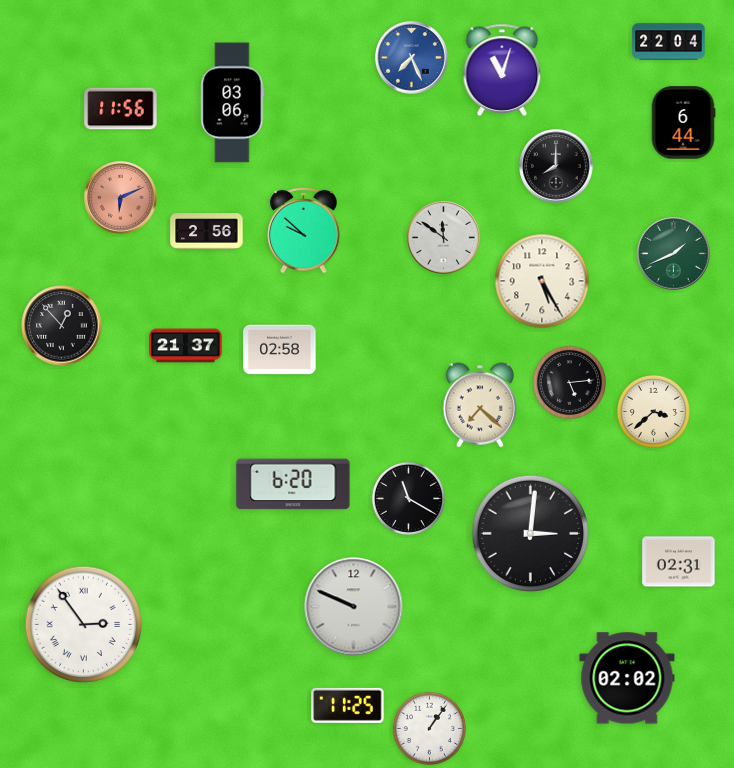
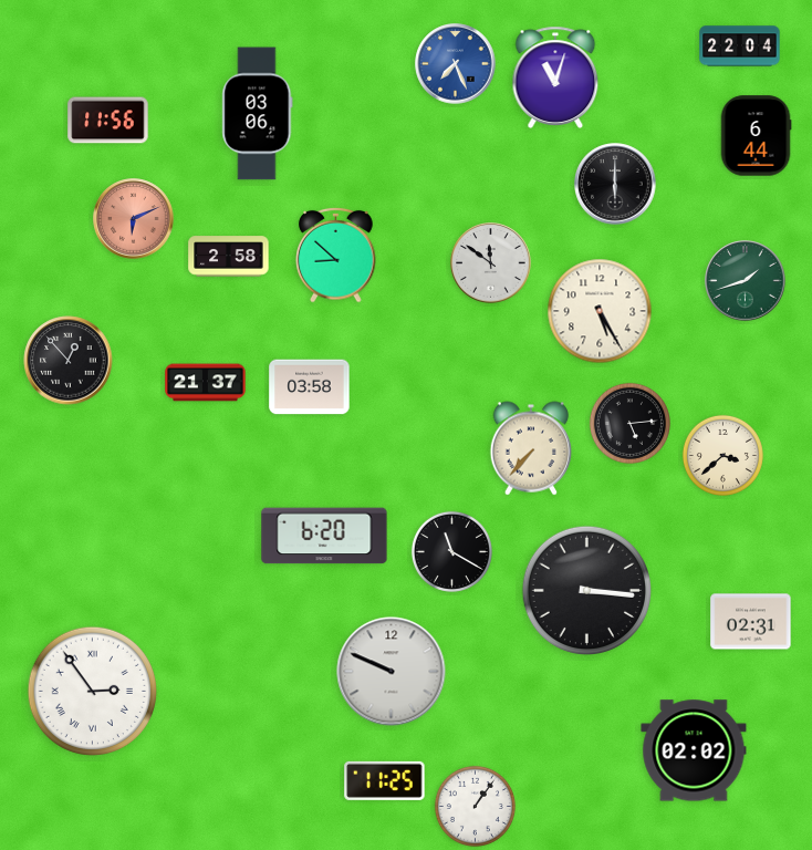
clock at (121, 109) position: (121, 109) -> (108, 121)
clock at (556, 166): 8:00 -> 6:00
clock at (304, 230): 9:52 -> 8:52
clock at (207, 232): 2:56 -> 2:58
clock at (674, 254): 1:41 -> 1:42
clock at (280, 350): 02:58 -> 03:58
clock at (480, 405): 7:22 -> 7:37
clock at (530, 533): 3:01 -> 3:16
